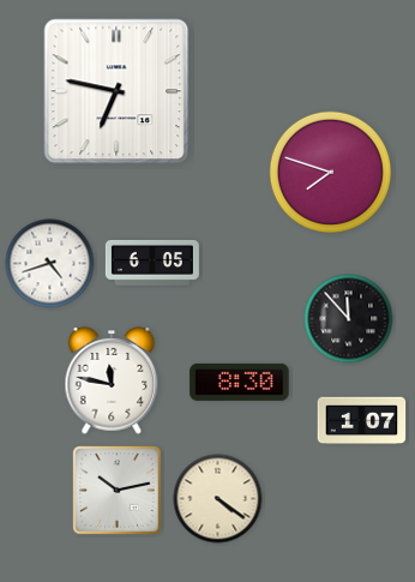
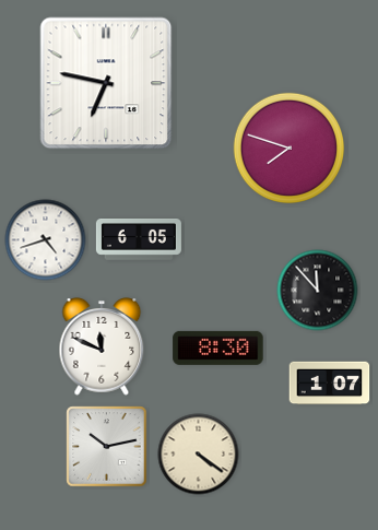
clock at (330, 172) position: (330, 172) -> (288, 148)
clock at (112, 382): 11:47 -> 11:49
